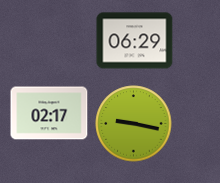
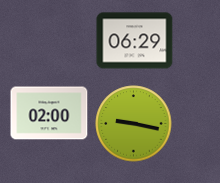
clock at (49, 113): 02:17 -> 02:00
